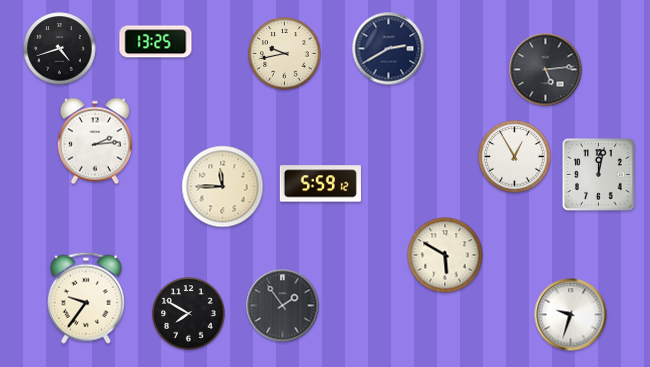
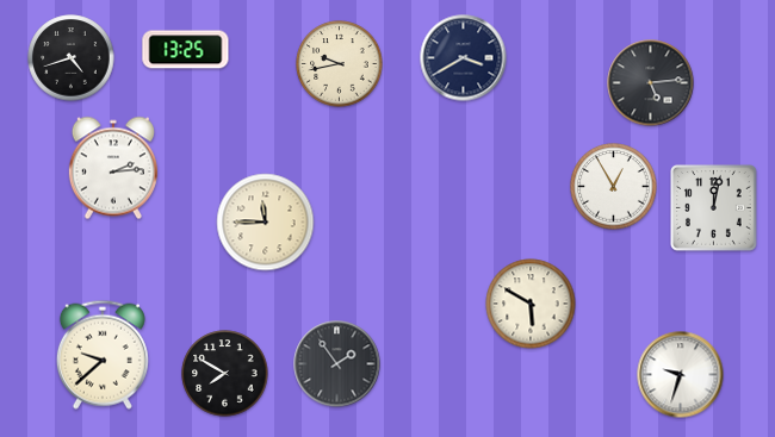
clock at (389, 49): 2:40 -> 3:40
clock at (320, 184): 5:59 -> none
clock at (86, 298): 9:36 -> 9:38
